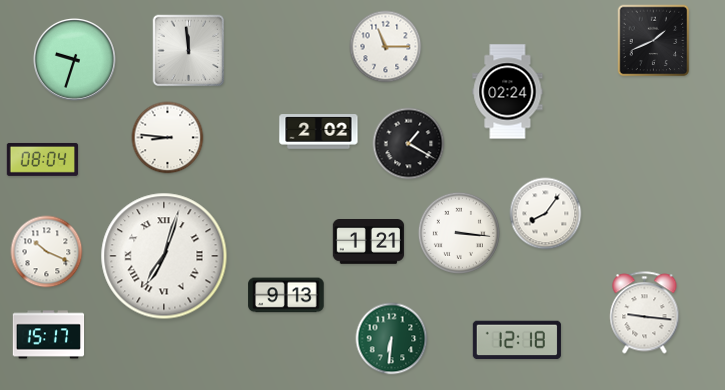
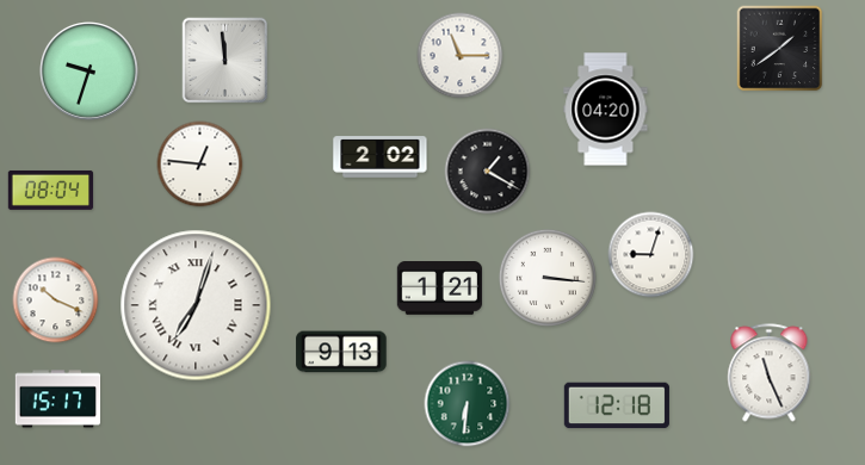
clock at (654, 41): 1:41 -> 1:39
clock at (508, 92): 02:24 -> 04:20
clock at (168, 138): 8:46 -> 12:46
clock at (546, 214): 8:06 -> 9:03
clock at (645, 313): 9:16 -> 11:26
